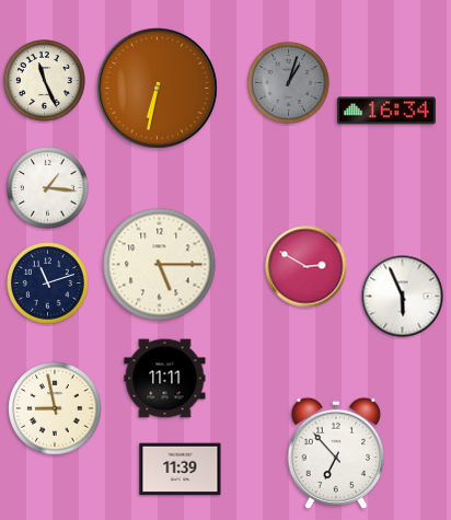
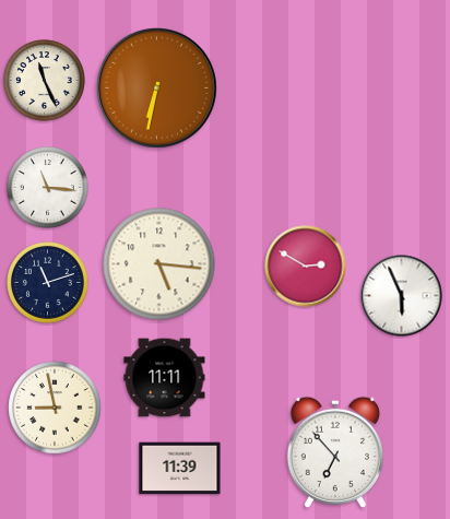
clock at (289, 83): 1:03 -> none
clock at (386, 111): 16:34 -> none
clock at (48, 188): 1:16 -> 11:16
clock at (160, 265): 5:15 -> 5:16
